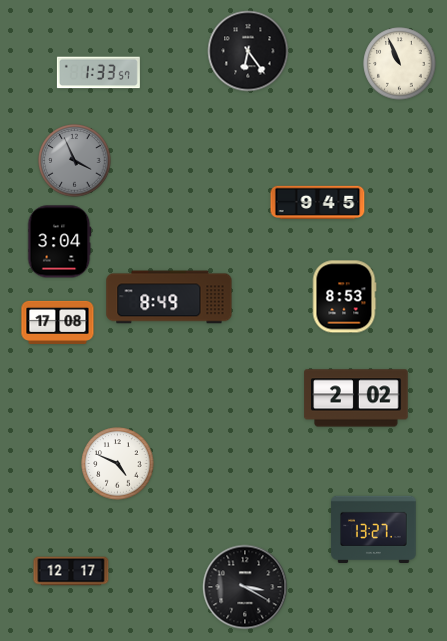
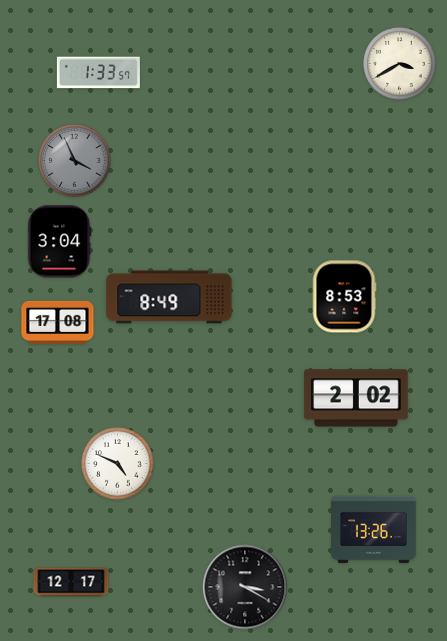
clock at (248, 51): 6:24 -> none
clock at (400, 64): 10:56 -> 3:40
clock at (318, 203): 9:45 -> none
clock at (374, 529): 13:27 -> 13:26
clock at (71, 571) position: (71, 571) -> (71, 582)
